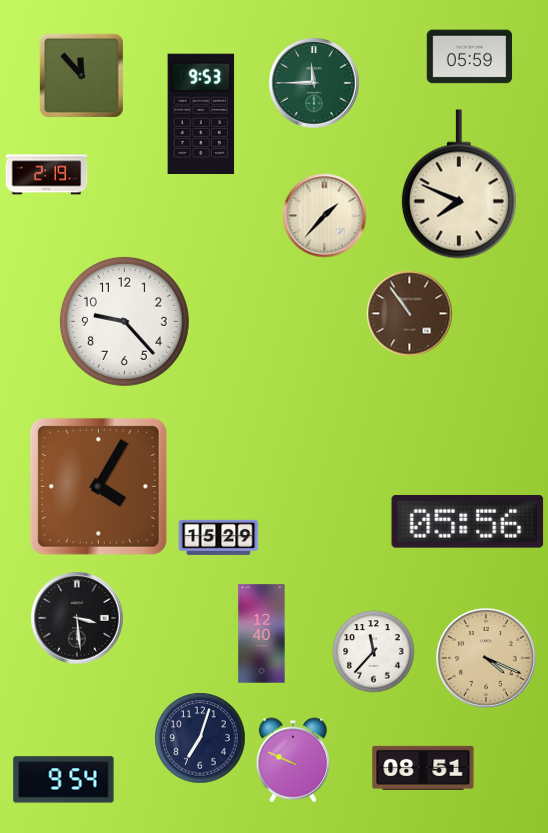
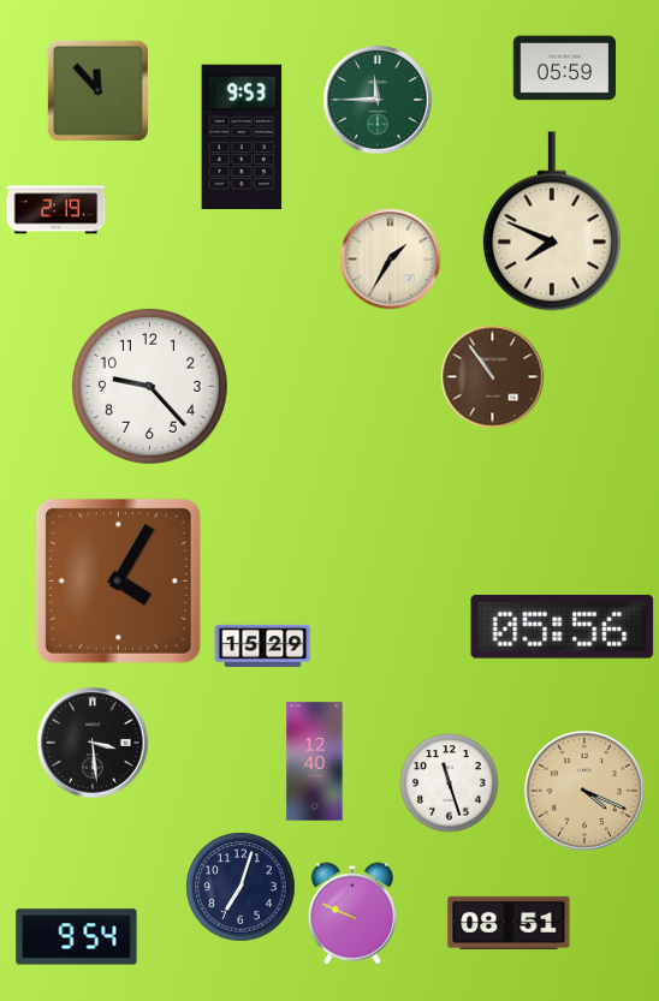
clock at (325, 216): 1:37 -> 1:35
clock at (98, 486) position: (98, 486) -> (118, 580)
clock at (374, 652): 11:37 -> 11:27
